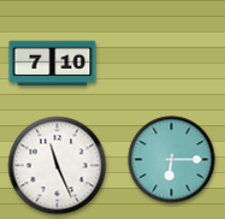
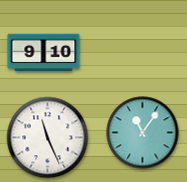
clock at (53, 64): 7:10 -> 9:10
clock at (172, 160): 6:15 -> 11:06
